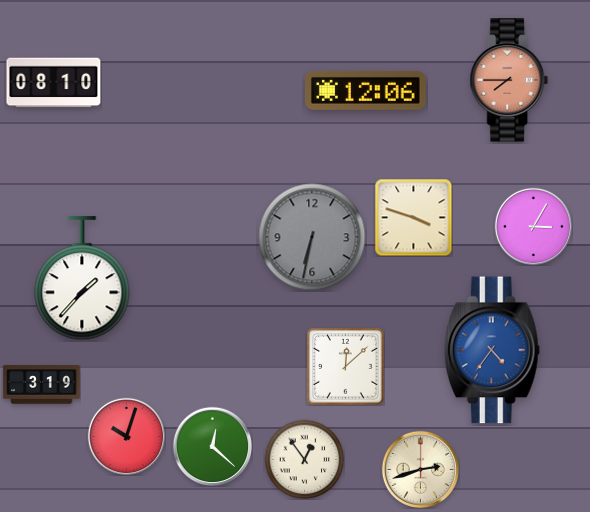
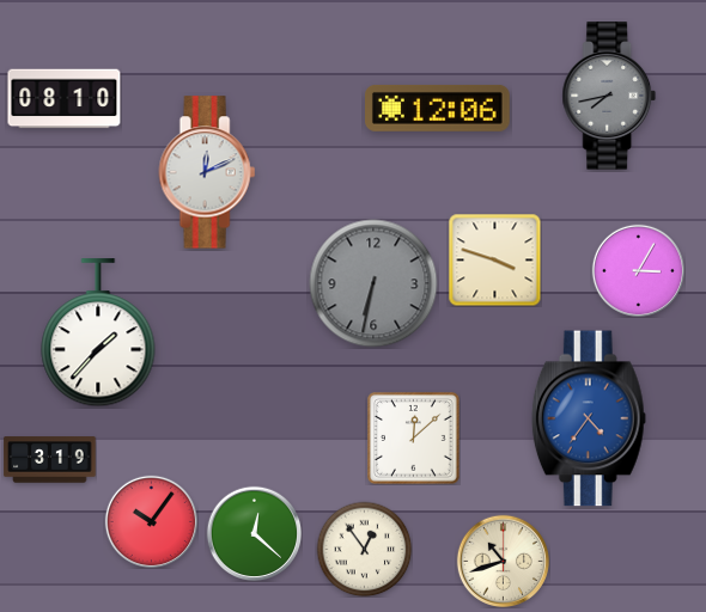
clock at (509, 80): 7:45 -> 7:43
clock at (509, 80) dial: salmon -> grey
clock at (207, 172): none -> 12:11
clock at (126, 436): 10:03 -> 10:06
clock at (420, 469): 2:42 -> 10:42
